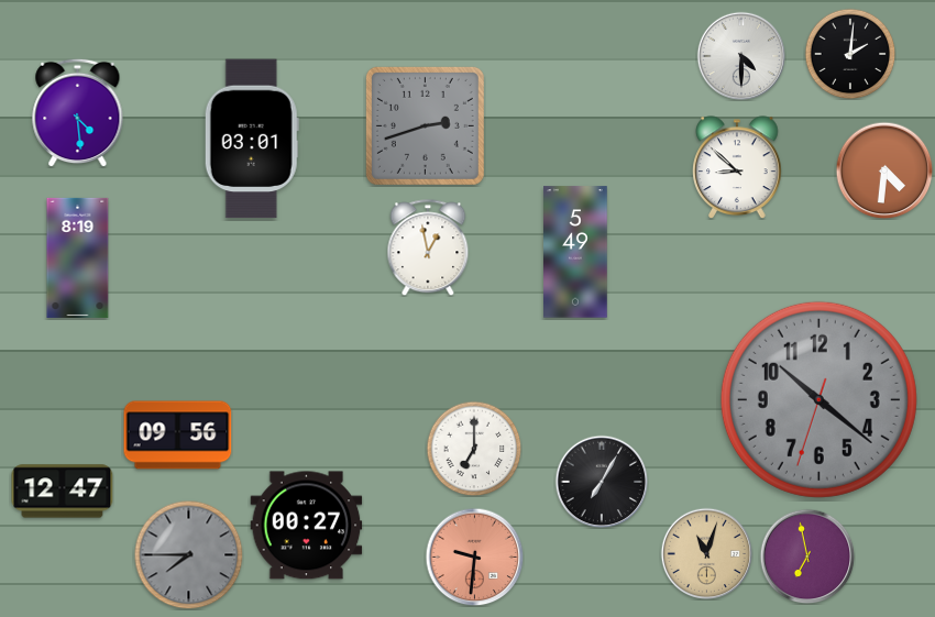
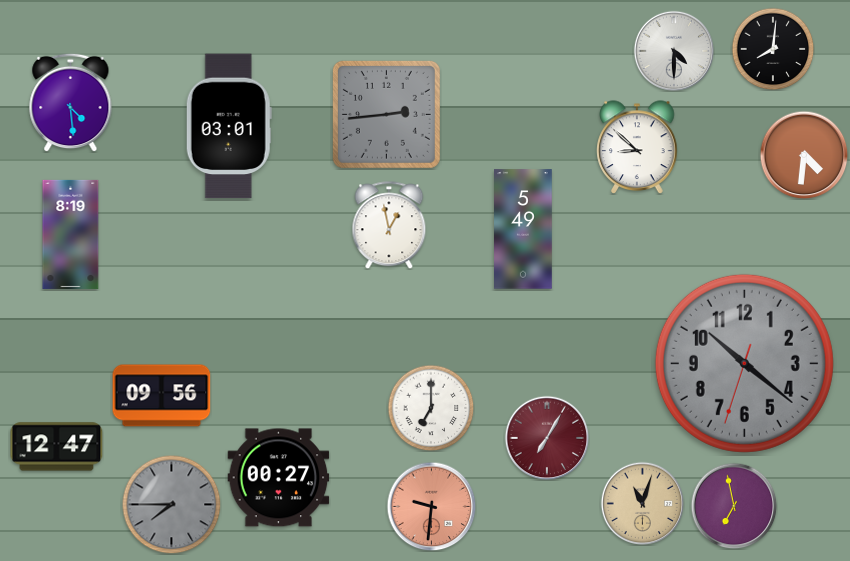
clock at (850, 54): 2:01 -> 8:01
clock at (425, 125): 2:42 -> 2:44
clock at (737, 167) position: (737, 167) -> (637, 147)
clock at (602, 482) dial: black -> burgundy
